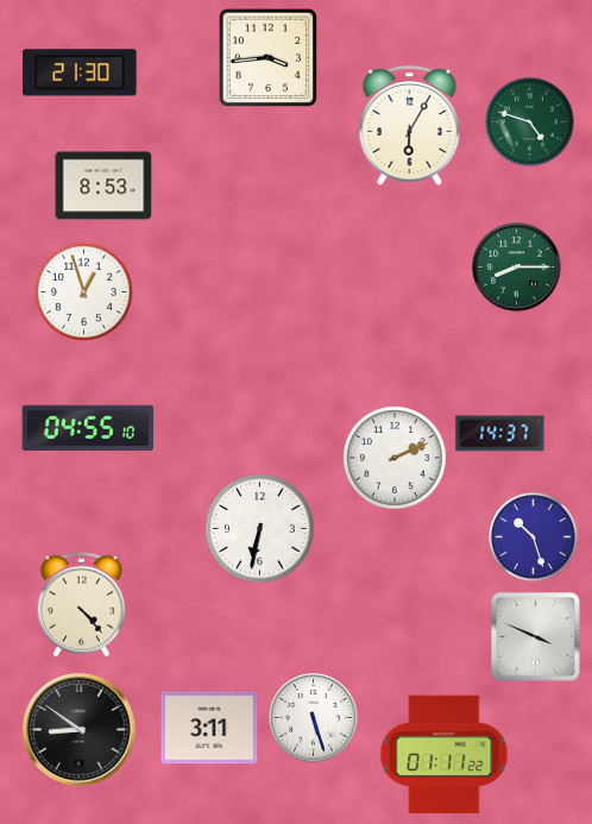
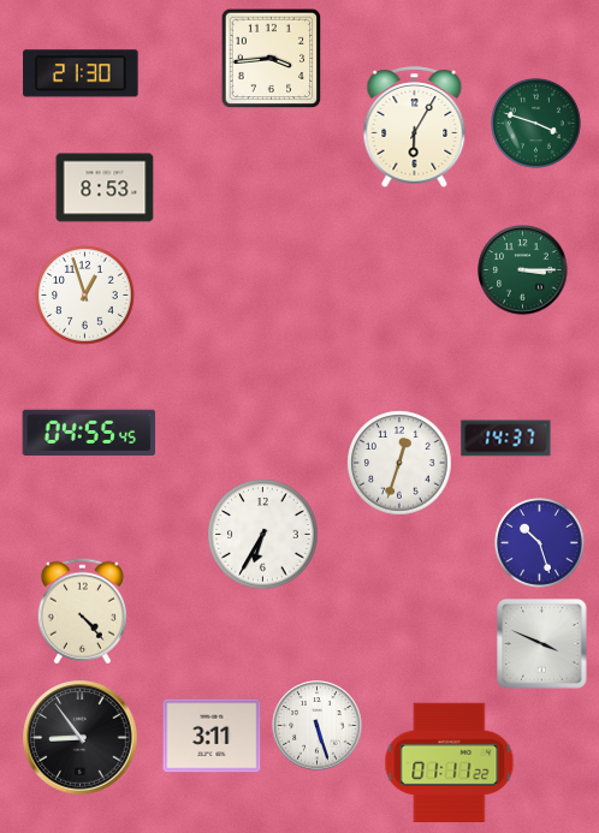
clock at (530, 122): 4:48 -> 3:48
clock at (517, 268): 8:15 -> 3:15
clock at (88, 428): 04:55:10 -> 04:55:45
clock at (395, 458): 2:11 -> 12:33
clock at (260, 529): 6:32 -> 6:35
clock at (80, 730): 8:51 -> 8:54
